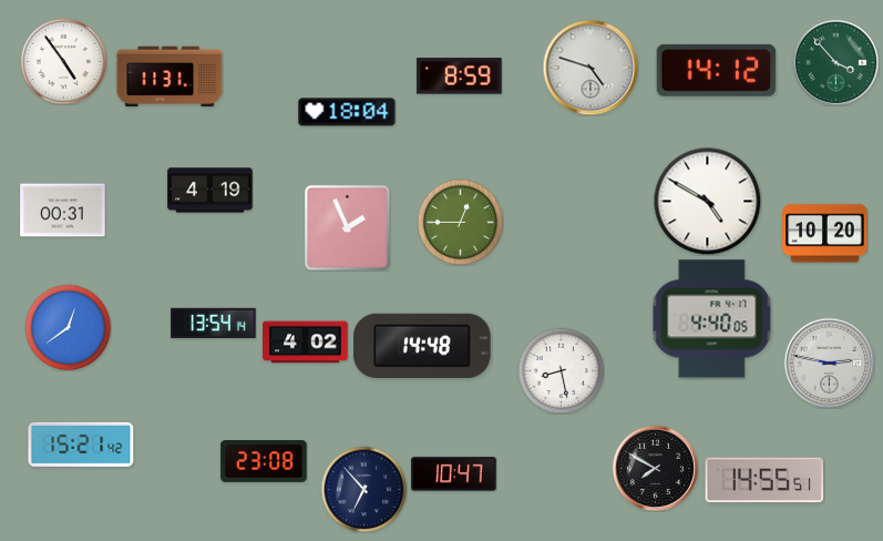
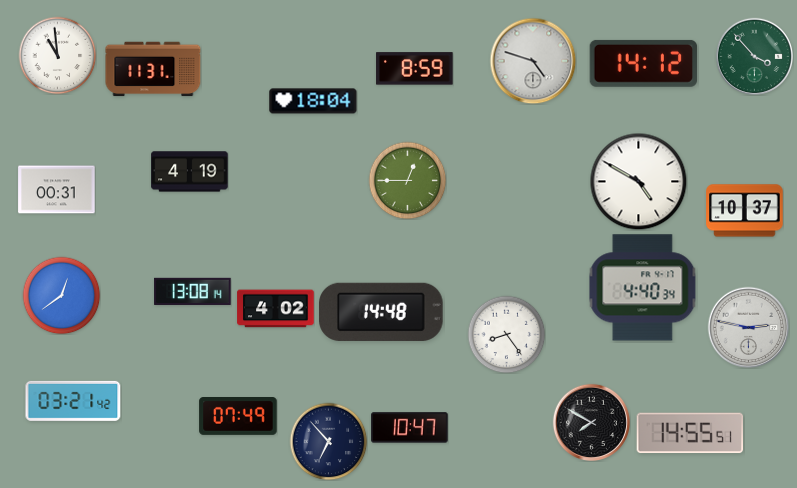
clock at (63, 61): 4:54 -> 10:59
clock at (717, 70) position: (717, 70) -> (644, 63)
clock at (460, 222) position: (460, 222) -> (407, 180)
clock at (347, 227): 1:56 -> none
clock at (825, 234): 10:20 -> 10:37
clock at (712, 319): 4:40:05 -> 4:40:34
clock at (214, 323): 13:54 -> 13:08
clock at (561, 370): 8:28 -> 8:24
clock at (81, 445): 15:21 -> 03:21
clock at (264, 462): 23:08 -> 07:49
